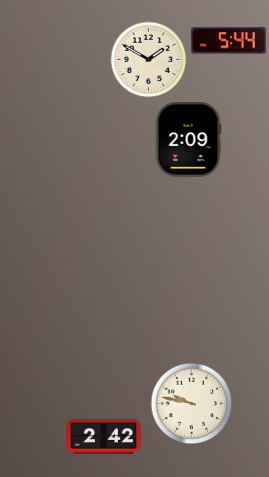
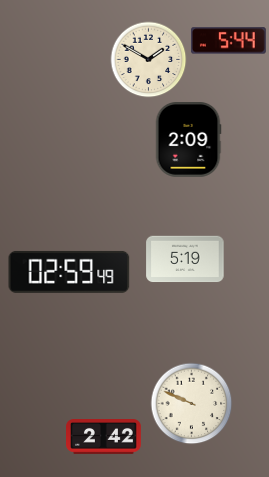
clock at (185, 259): none -> 5:19
clock at (69, 272): none -> 02:59
clock at (192, 404): 9:47 -> 9:49
